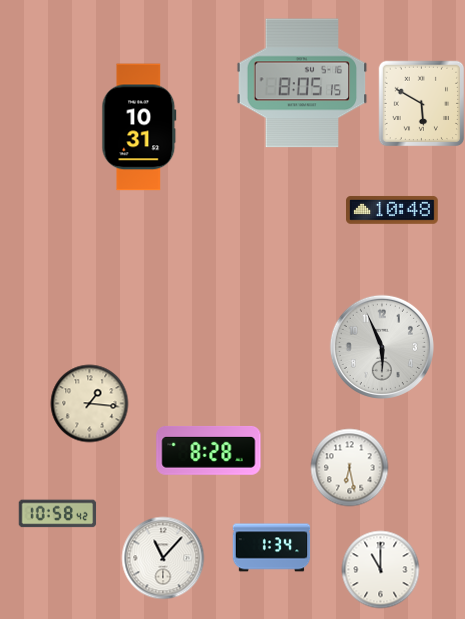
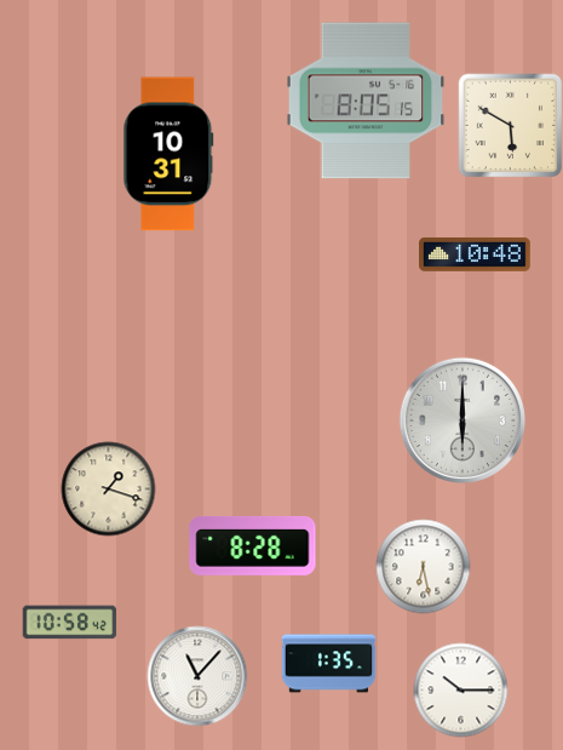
clock at (382, 347): 5:56 -> 6:00
clock at (89, 403): 1:16 -> 1:18
clock at (271, 548): 1:34 -> 1:35
clock at (380, 569): 11:00 -> 10:15
